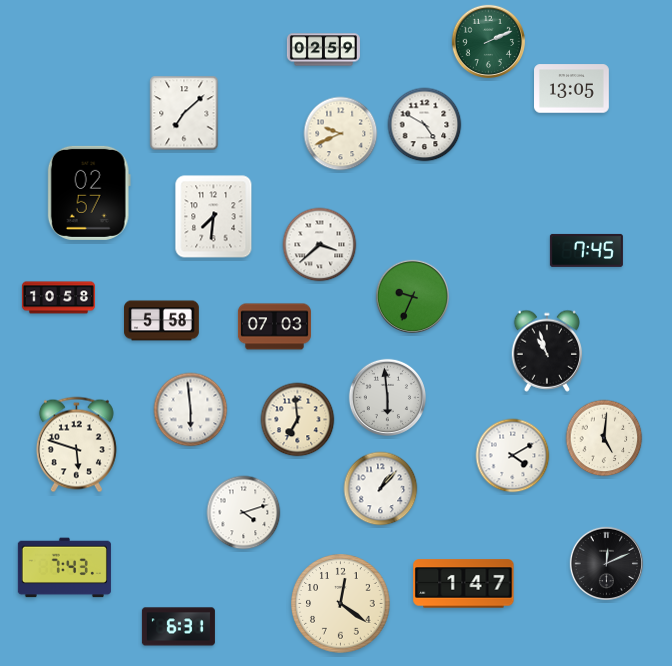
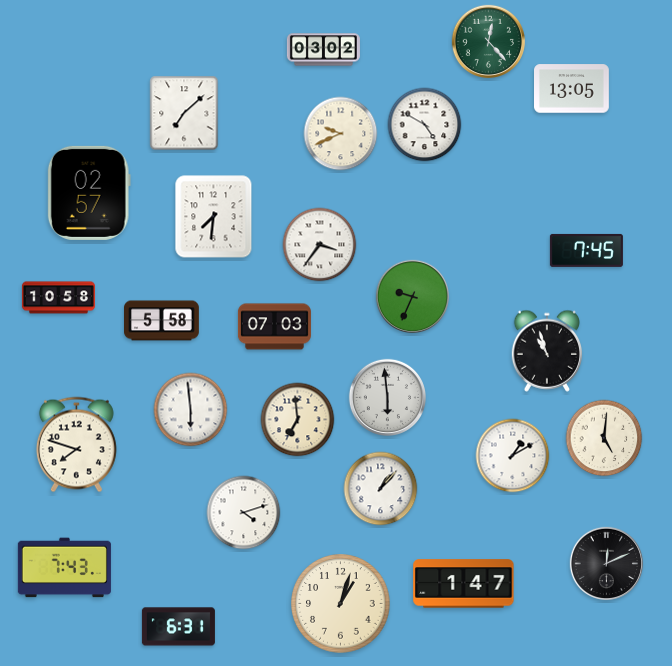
clock at (489, 42): 2:11 -> 12:23
clock at (323, 50): 02:59 -> 03:02
clock at (320, 245): 3:38 -> 3:36
clock at (76, 445): 5:48 -> 7:48
clock at (513, 456): 4:10 -> 1:10
clock at (341, 604): 12:21 -> 1:03
